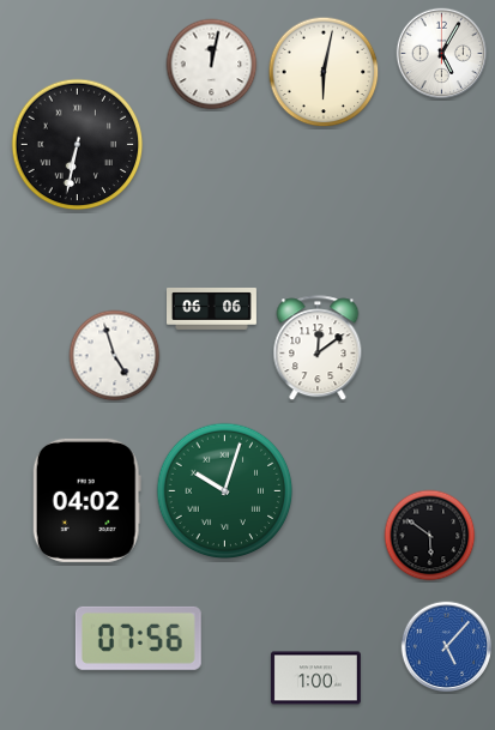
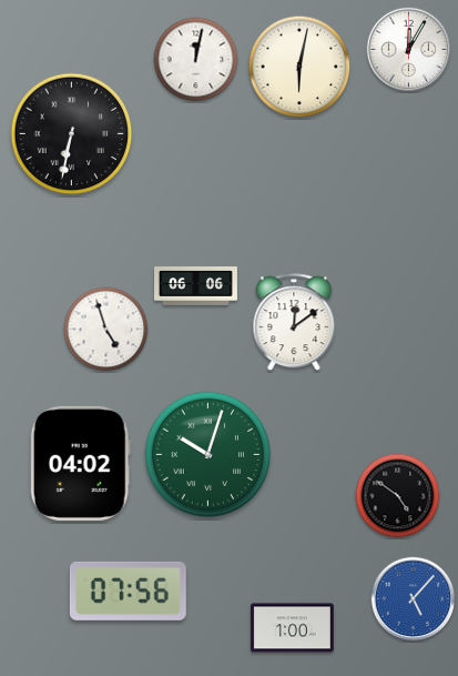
clock at (442, 54): 5:05 -> 12:05
clock at (430, 536): 5:51 -> 4:51
